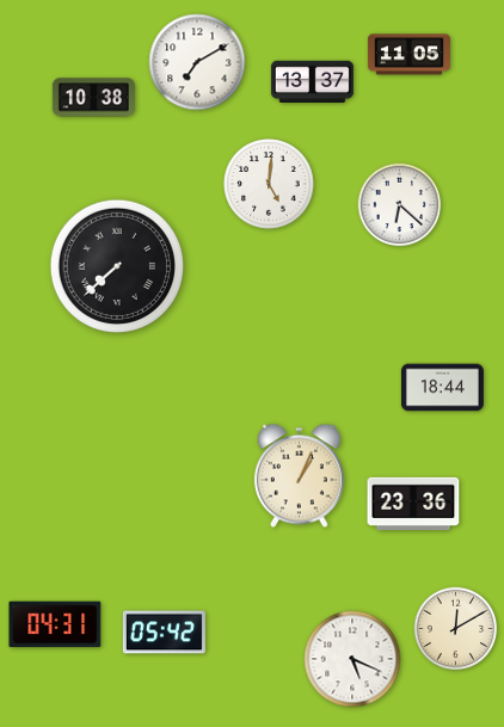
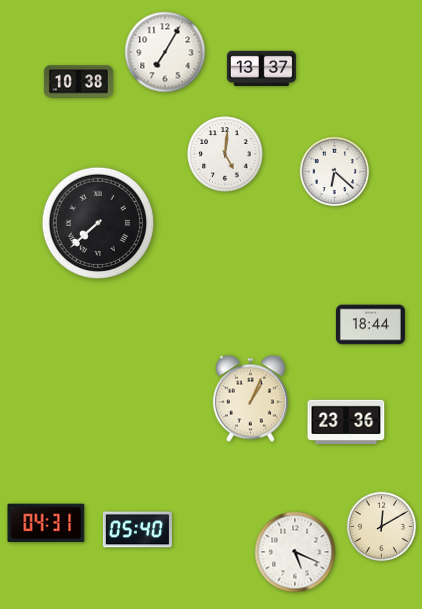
clock at (408, 55): 11:05 -> none
clock at (197, 62): 7:10 -> 7:05
clock at (164, 633): 05:42 -> 05:40
